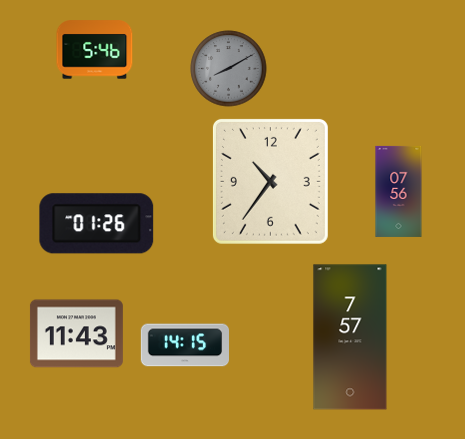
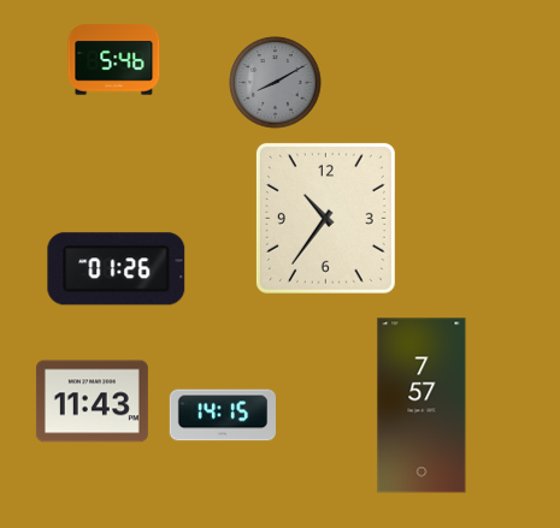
clock at (399, 191): 07:56 -> none
